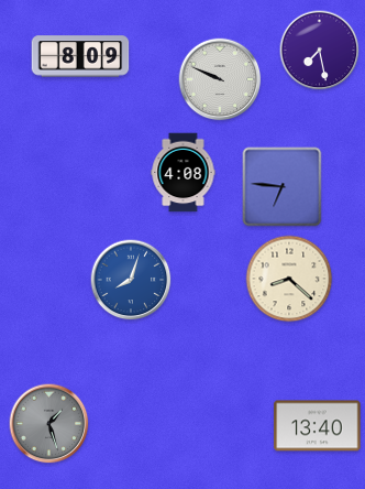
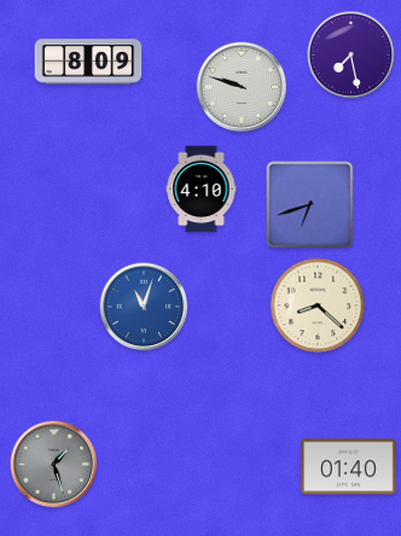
clock at (220, 79): 9:49 -> 9:48
clock at (184, 173): 4:08 -> 4:10
clock at (283, 187): 6:46 -> 6:42
clock at (131, 280): 8:03 -> 11:03
clock at (318, 426): 13:40 -> 01:40
